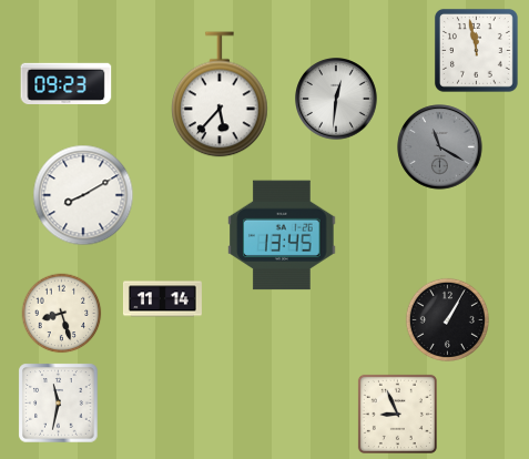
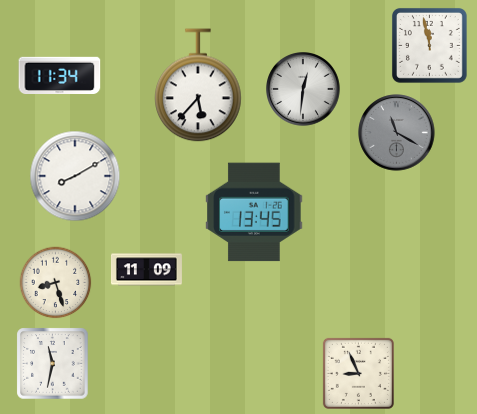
clock at (67, 83): 09:23 -> 11:34
clock at (162, 299): 11:14 -> 11:09
clock at (447, 319): 1:05 -> none
